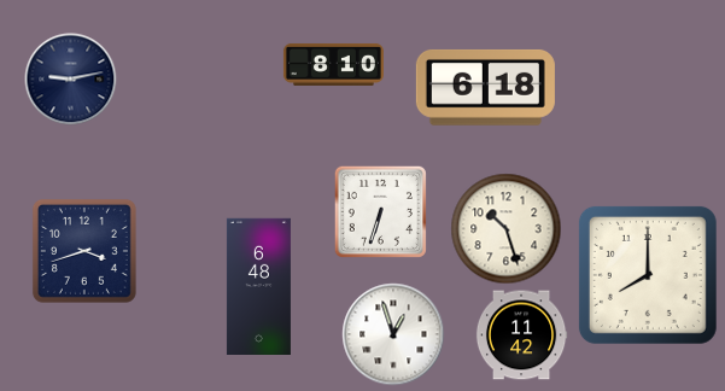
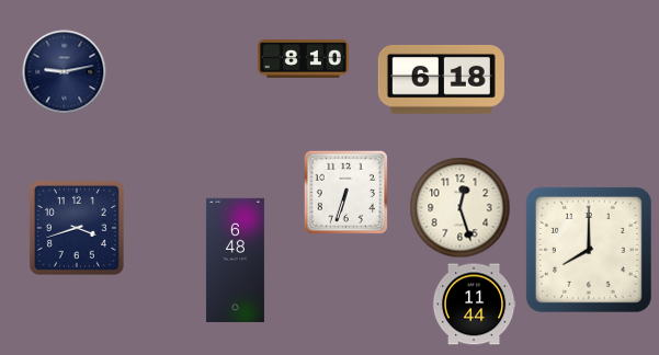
clock at (507, 229): 10:27 -> 12:27
clock at (393, 334): 12:57 -> none
clock at (521, 335): 11:42 -> 11:44
